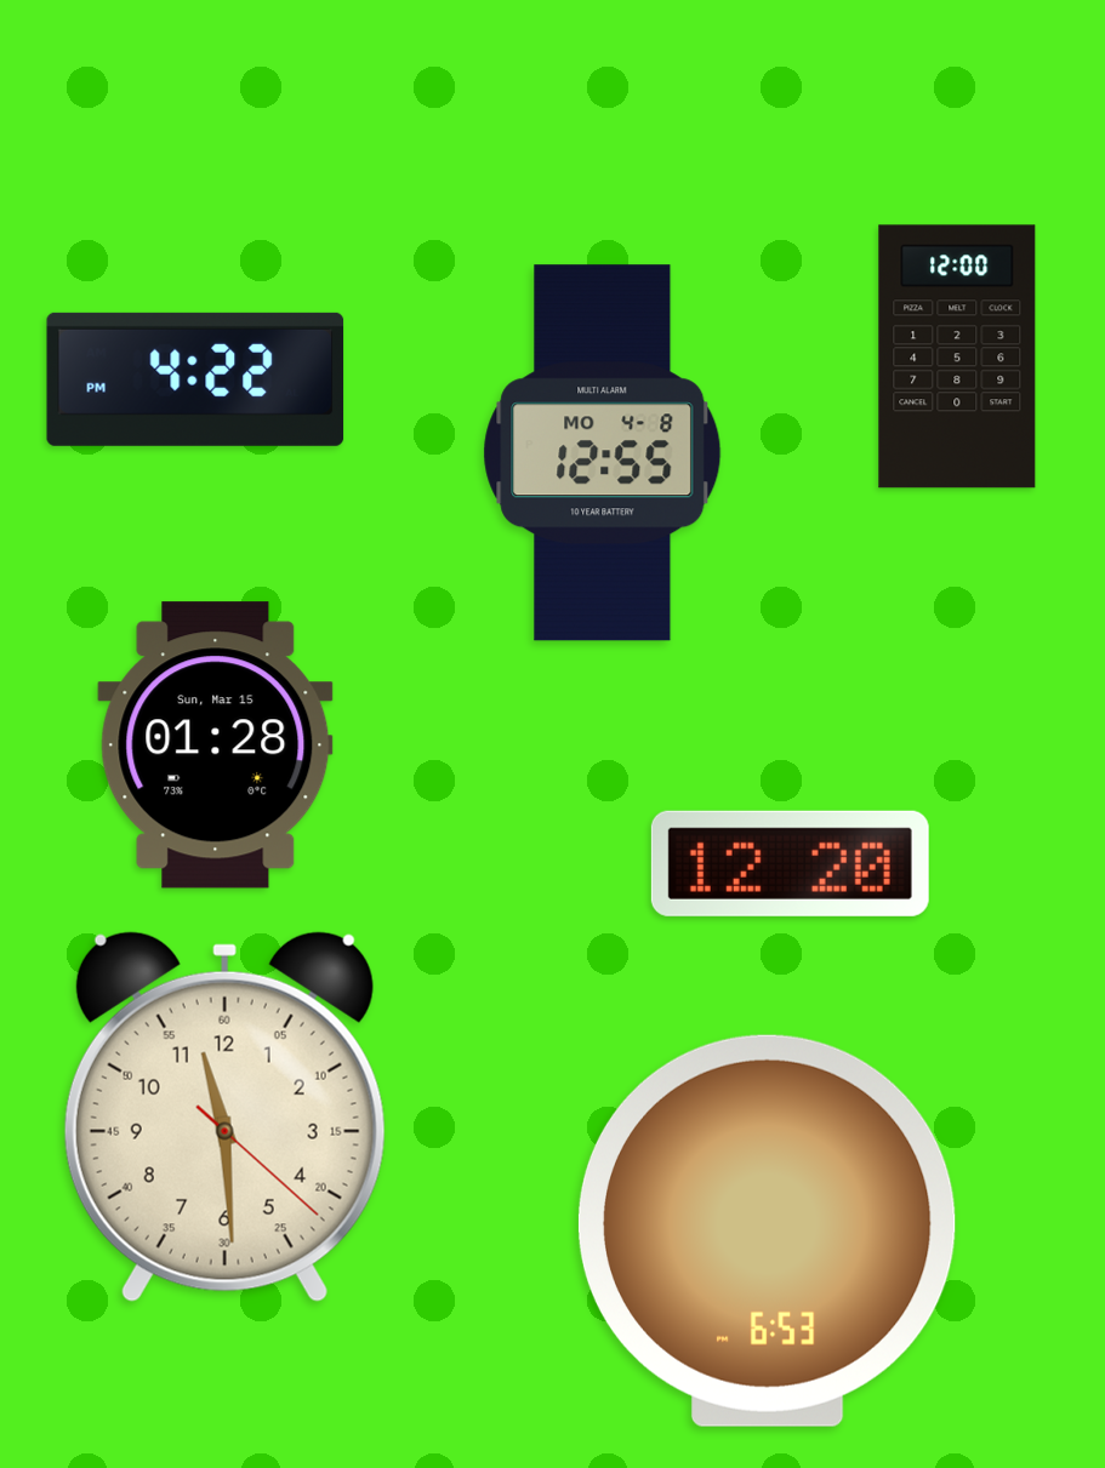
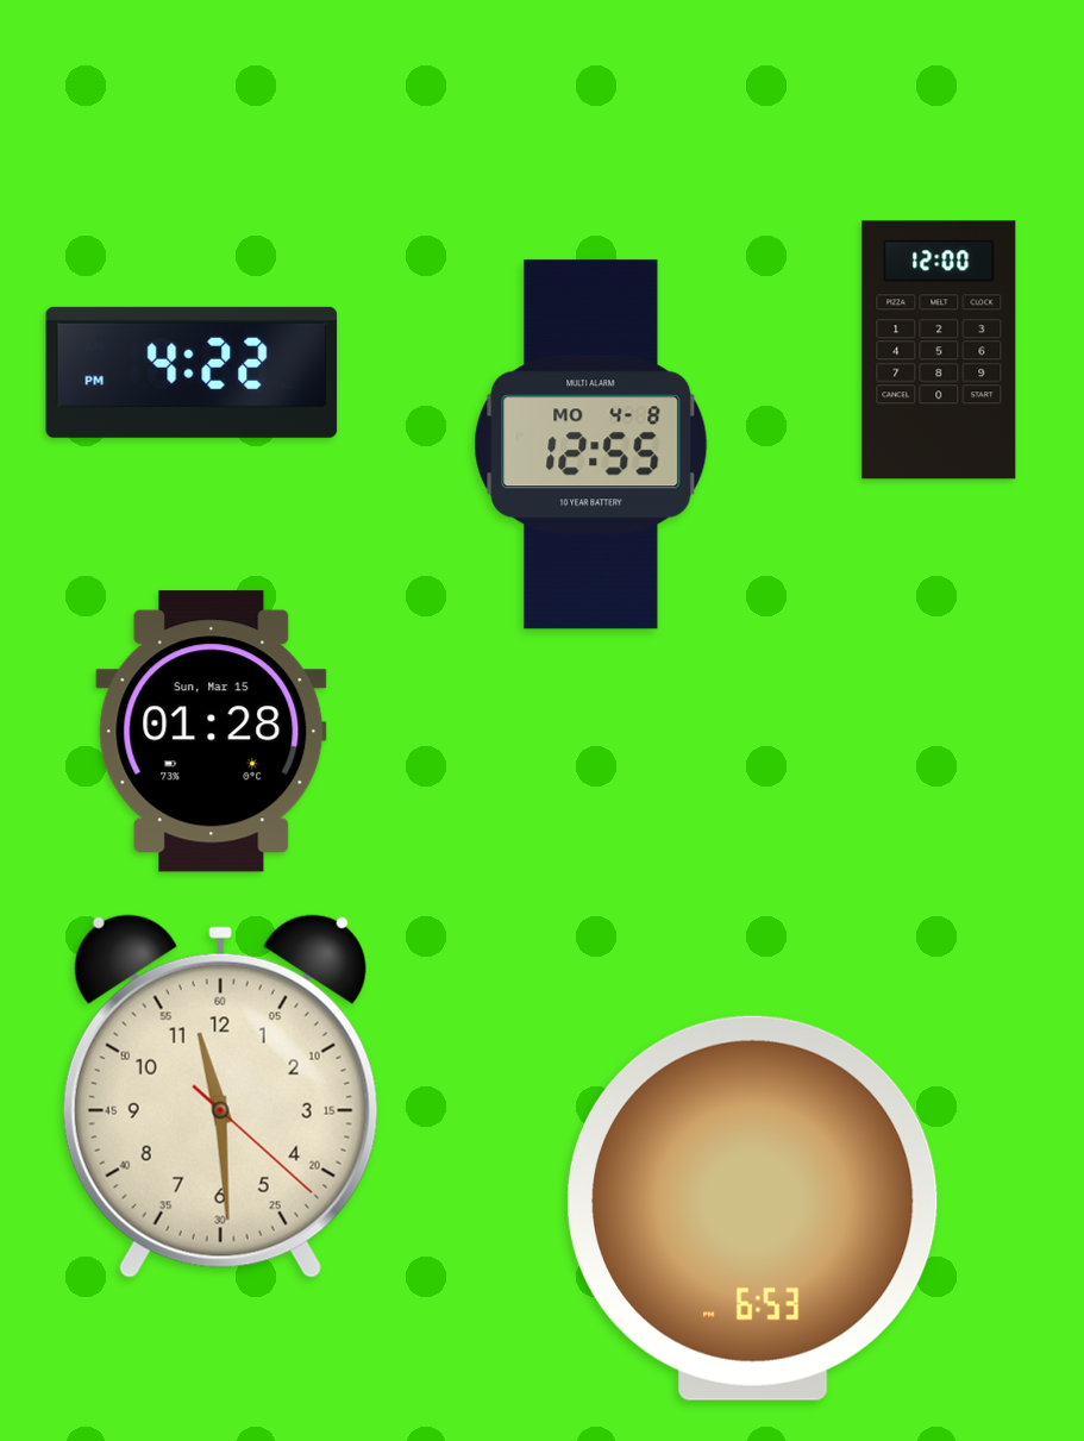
clock at (790, 863): 12:20 -> none
